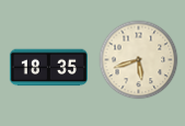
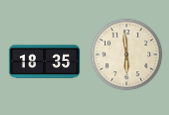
clock at (139, 60): 5:42 -> 5:59
